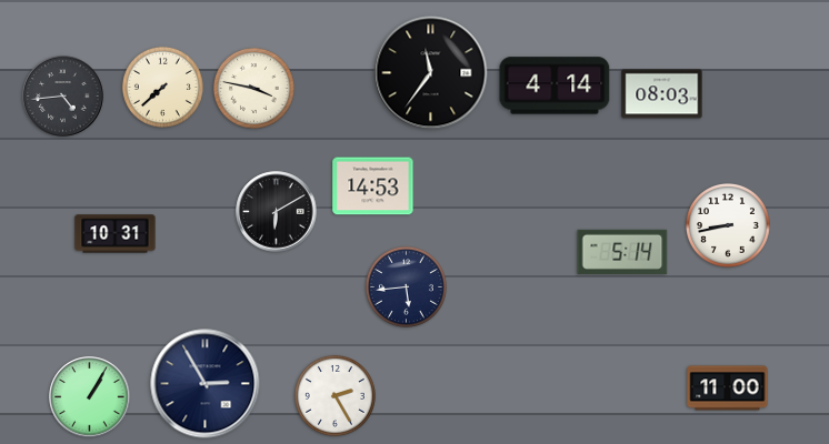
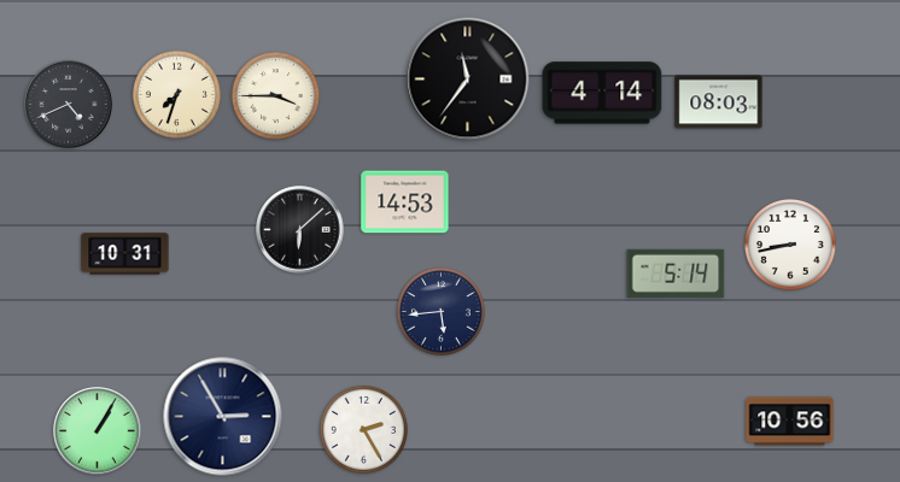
clock at (162, 87): 7:38 -> 7:33
clock at (253, 88): 3:47 -> 3:45
clock at (63, 97): 4:44 -> 4:41
clock at (277, 212): 6:10 -> 6:08
clock at (728, 389): 11:00 -> 10:56
